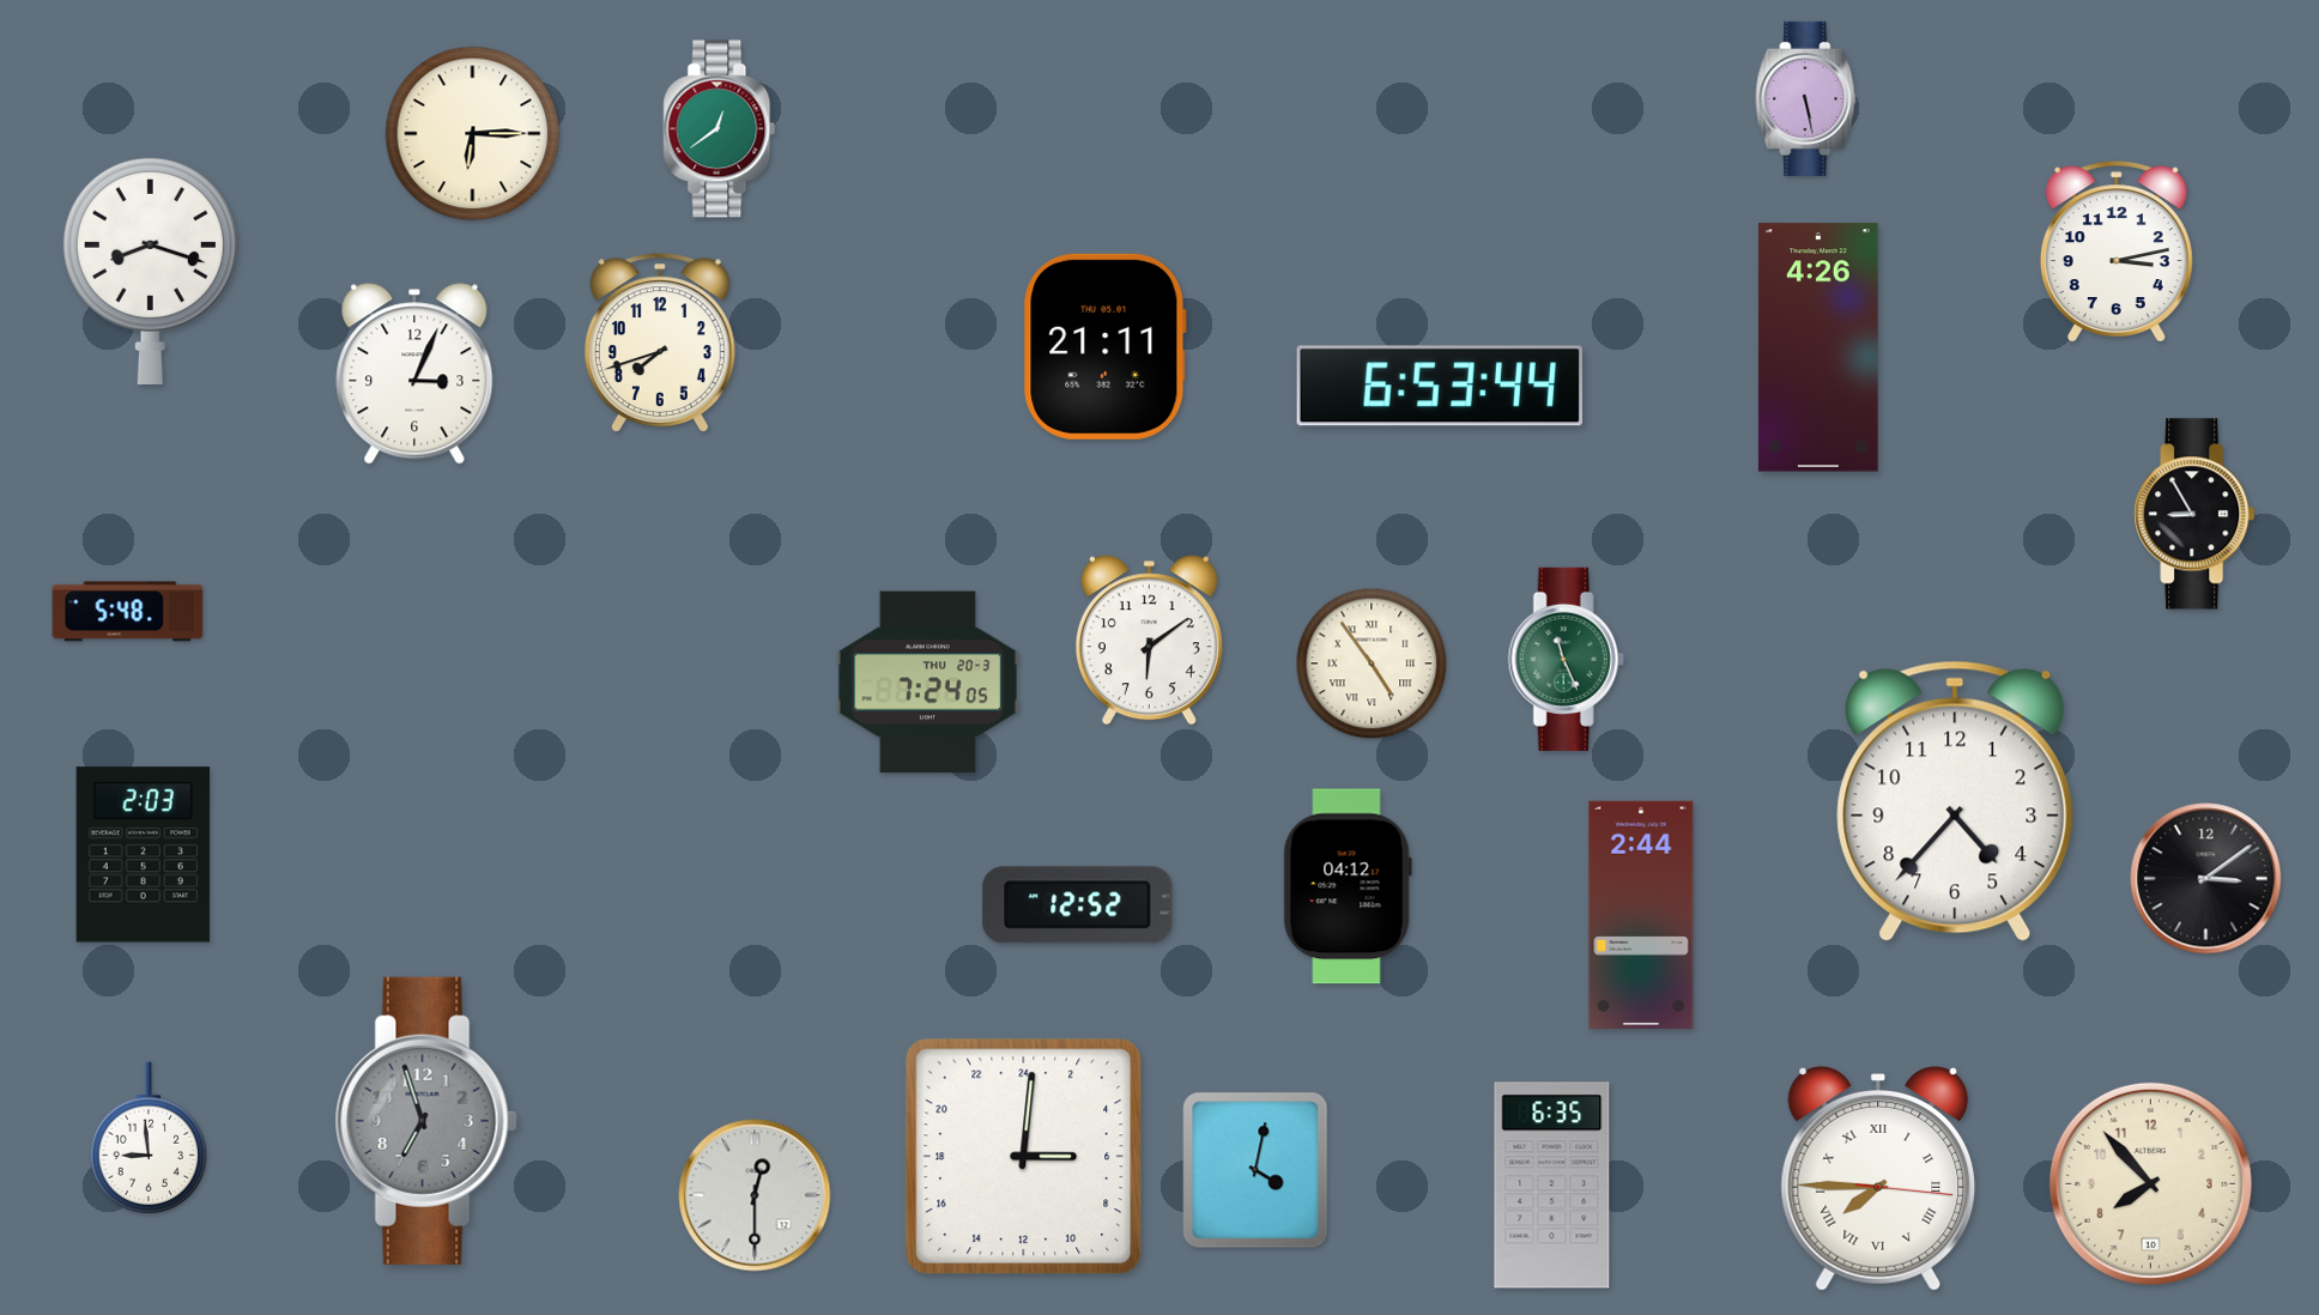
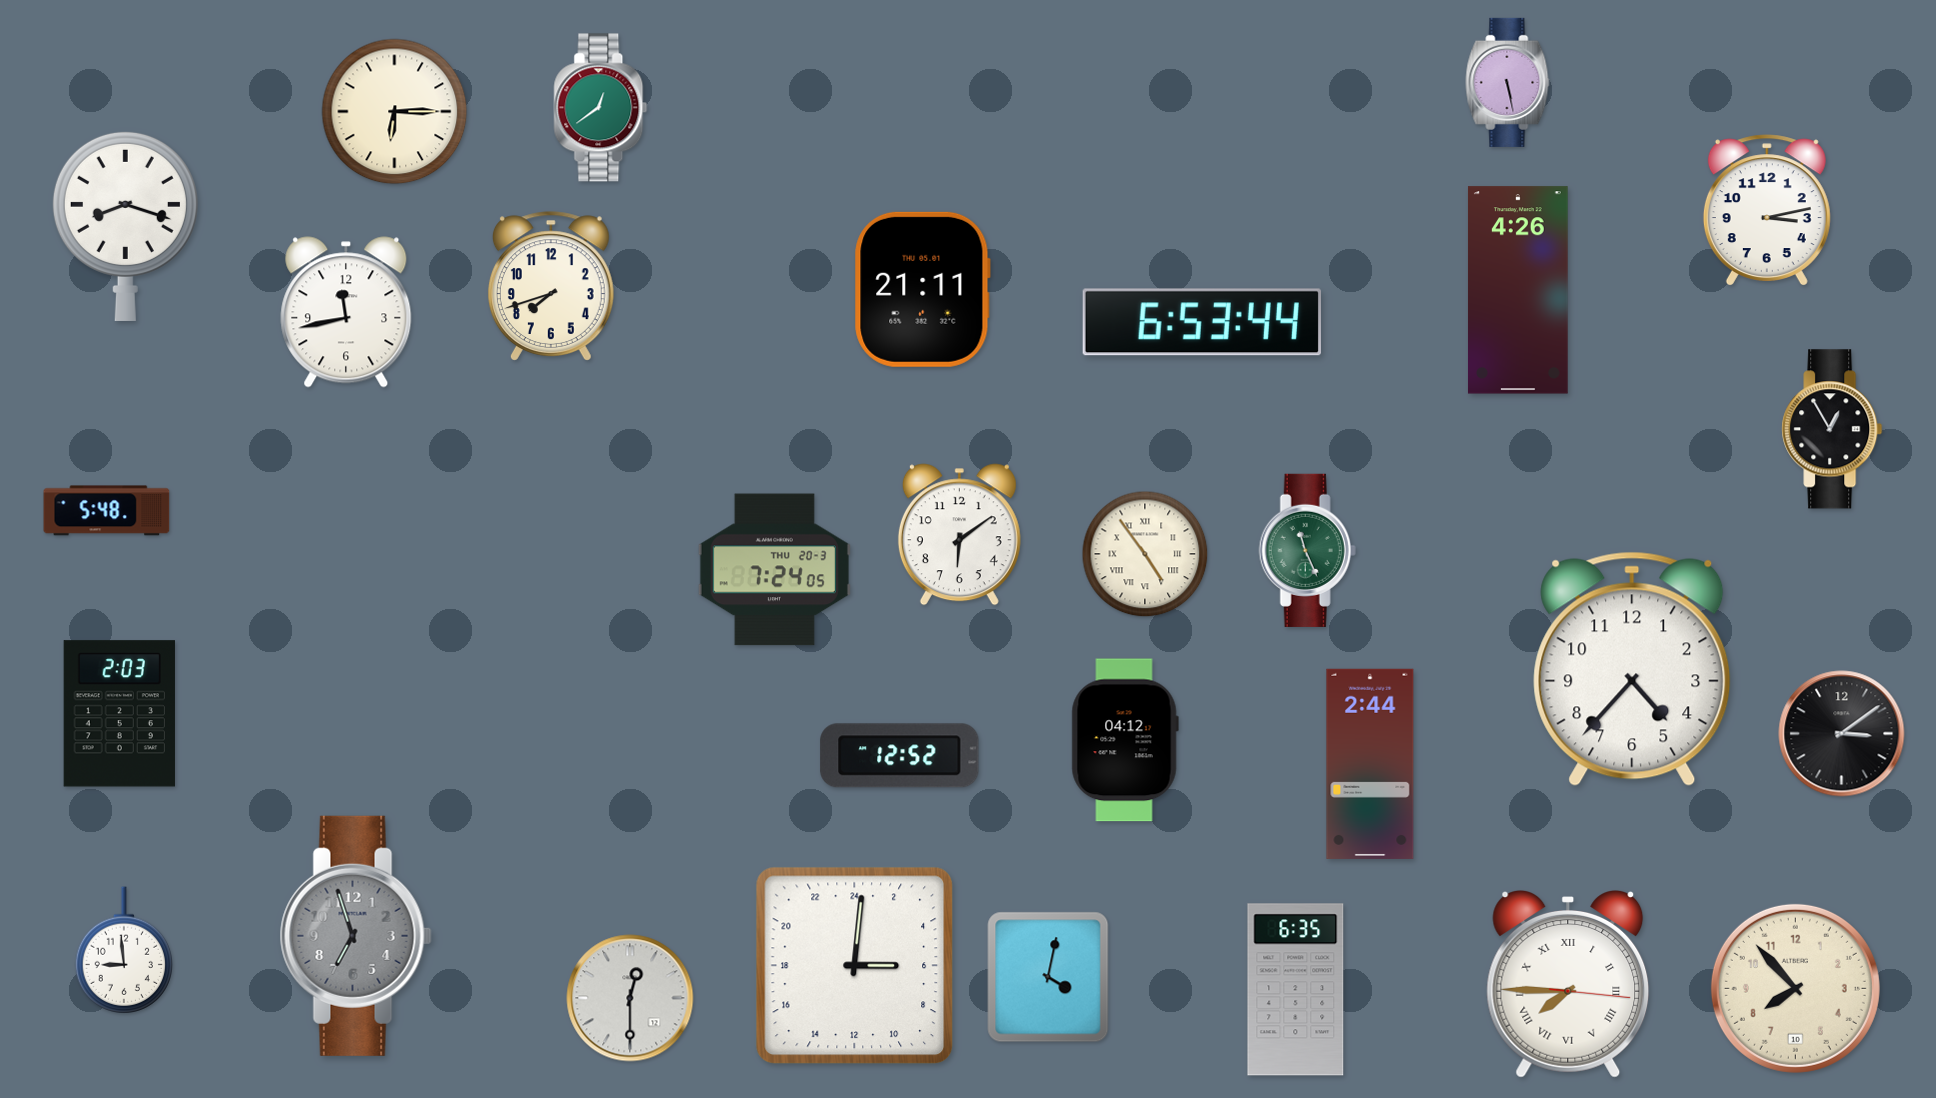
clock at (414, 374): 3:04 -> 11:43
clock at (2194, 514): 8:55 -> 12:55
